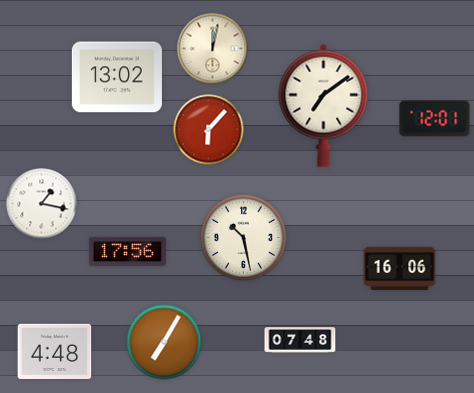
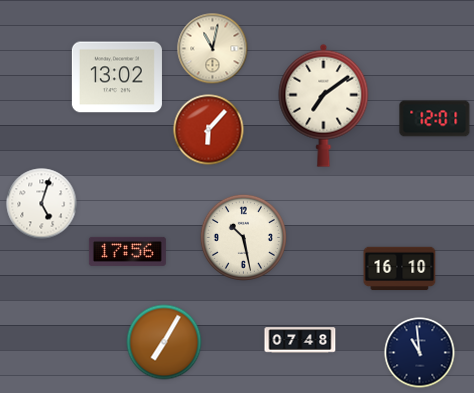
clock at (213, 49): 12:02 -> 11:02
clock at (42, 204): 1:17 -> 5:03
clock at (400, 269): 16:06 -> 16:10
clock at (55, 351): 4:48 -> none
clock at (420, 353): none -> 10:59
